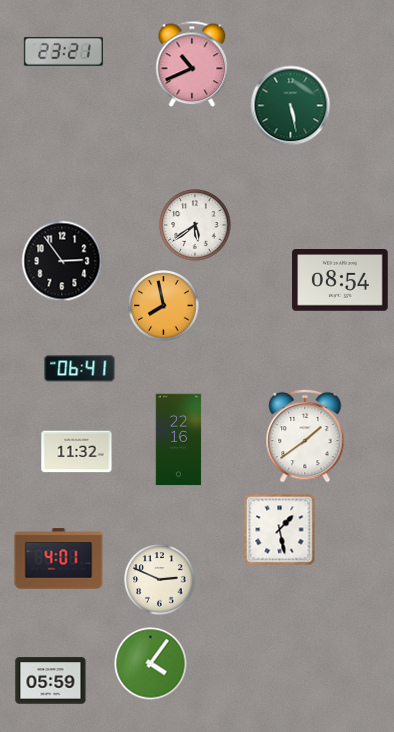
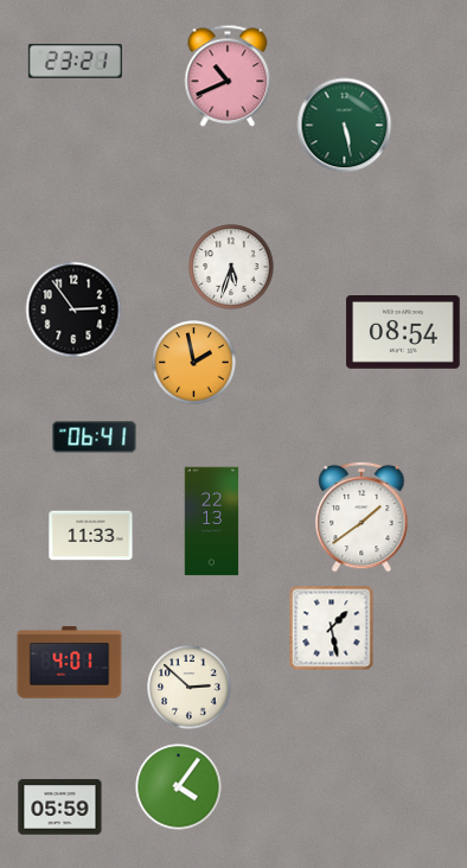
clock at (195, 225): 5:39 -> 5:33
clock at (164, 306): 7:58 -> 1:58
clock at (179, 440): 22:16 -> 22:13
clock at (77, 452): 11:32 -> 11:33
clock at (160, 580): 2:49 -> 2:52
